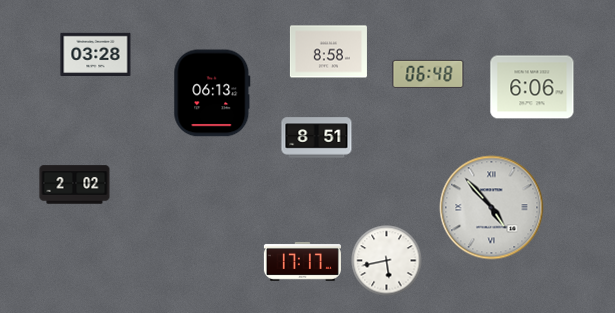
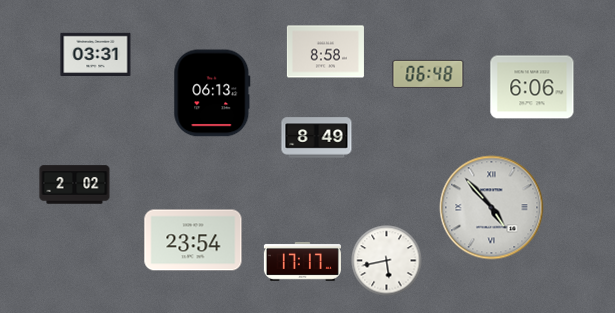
clock at (328, 52) position: (328, 52) -> (325, 52)
clock at (96, 54): 03:28 -> 03:31
clock at (317, 138): 8:51 -> 8:49
clock at (193, 240): none -> 23:54
